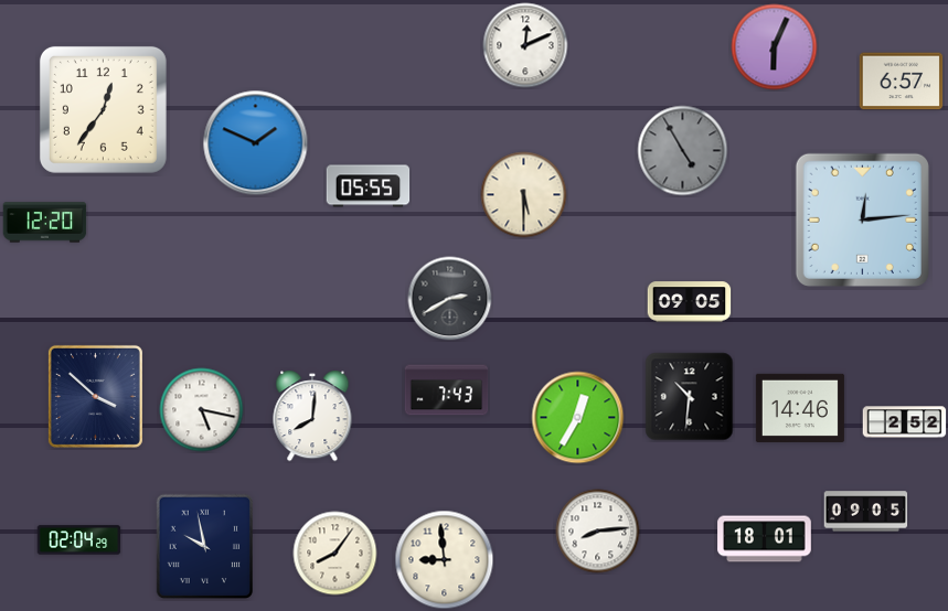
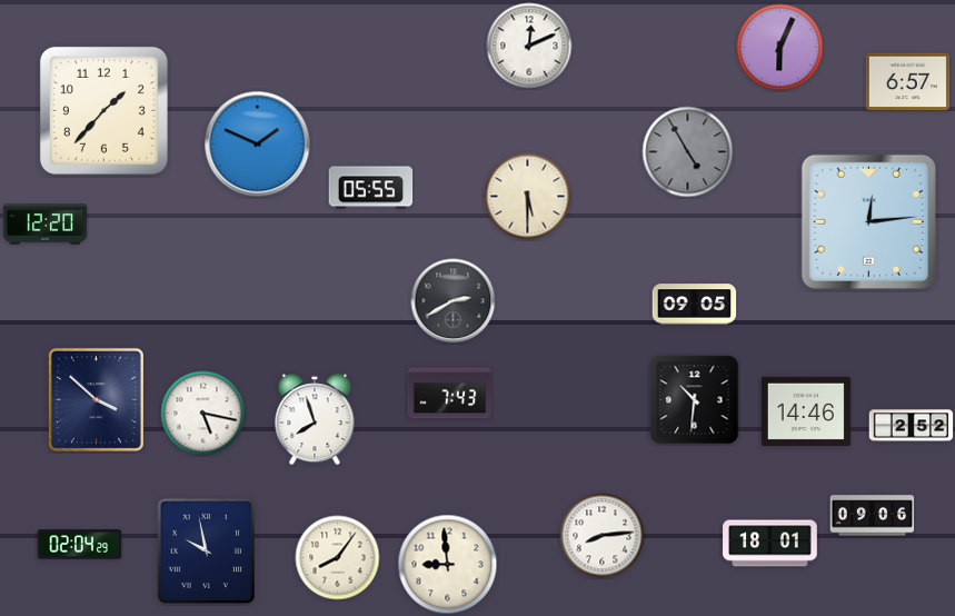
clock at (103, 109): 12:36 -> 1:37
clock at (312, 416): 8:01 -> 7:57
clock at (578, 418): 12:35 -> none
clock at (866, 512): 09:05 -> 09:06
